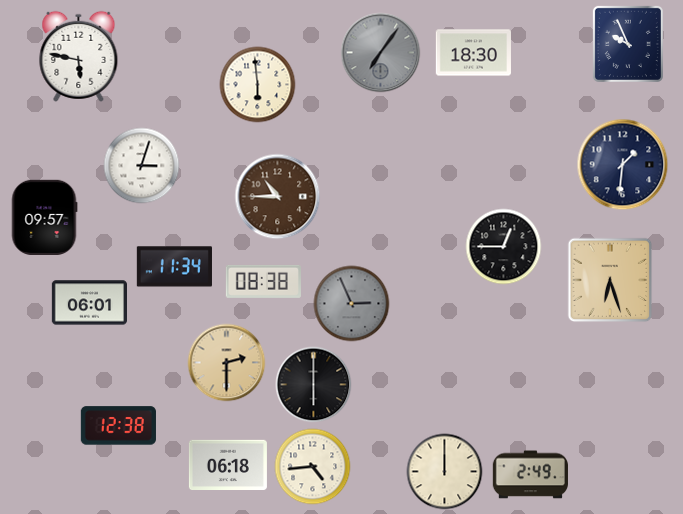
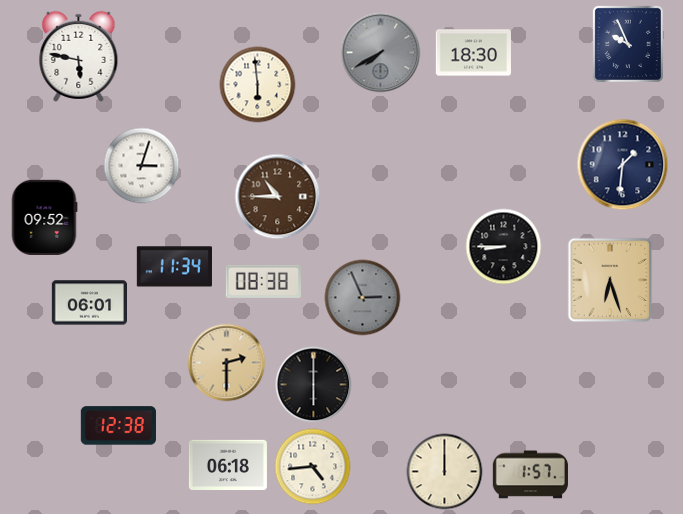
clock at (381, 53): 7:06 -> 7:40
clock at (44, 217): 09:57 -> 09:52
clock at (504, 247): 12:45 -> 8:45
clock at (352, 304) position: (352, 304) -> (363, 298)
clock at (530, 475): 2:49 -> 1:57
